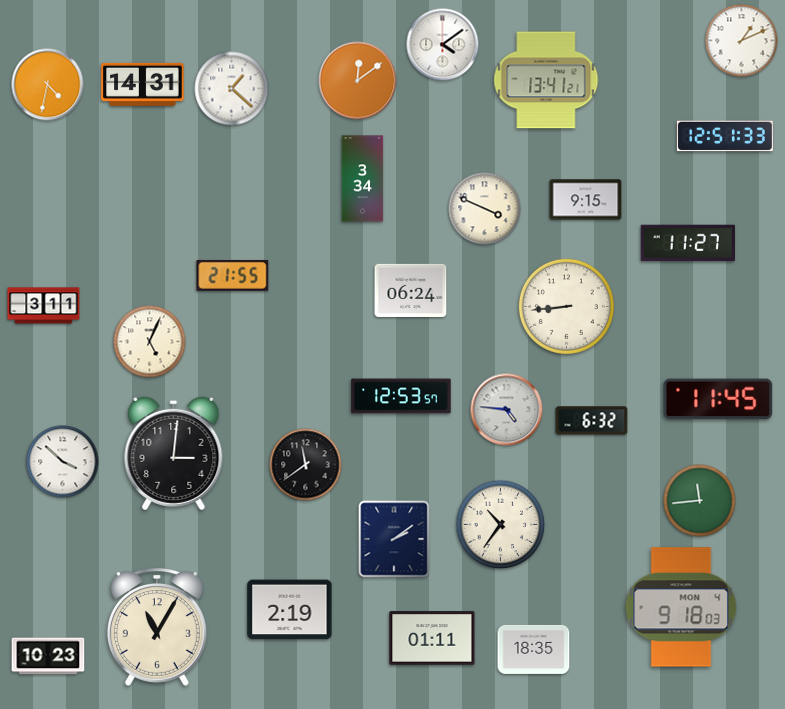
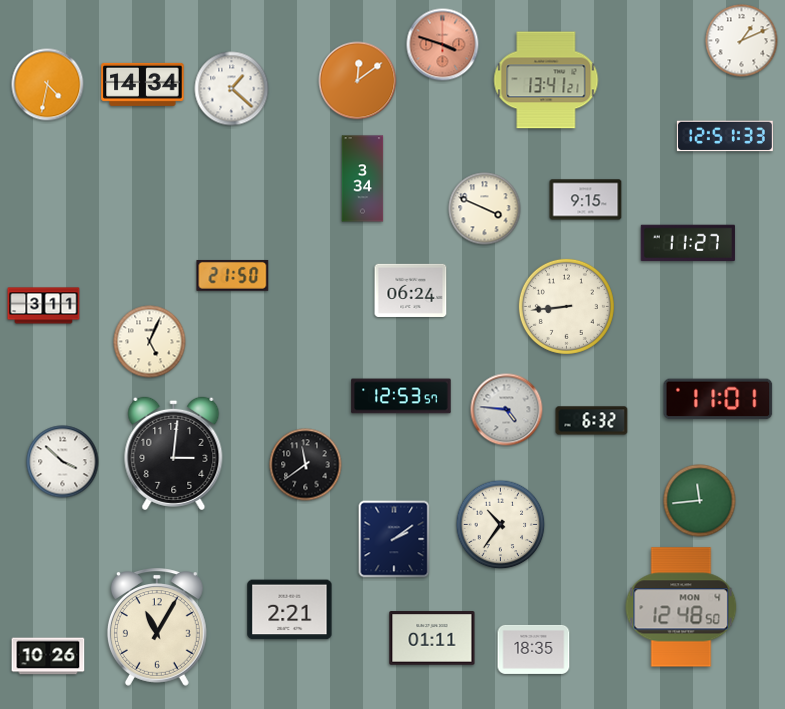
clock at (443, 45): 4:09 -> 3:48
clock at (443, 45) dial: white -> salmon
clock at (143, 84): 14:31 -> 14:34
clock at (233, 275): 21:55 -> 21:50
clock at (718, 399): 11:45 -> 11:01
clock at (681, 607): 9:18 -> 12:48
clock at (290, 610): 2:19 -> 2:21
clock at (48, 656): 10:23 -> 10:26
